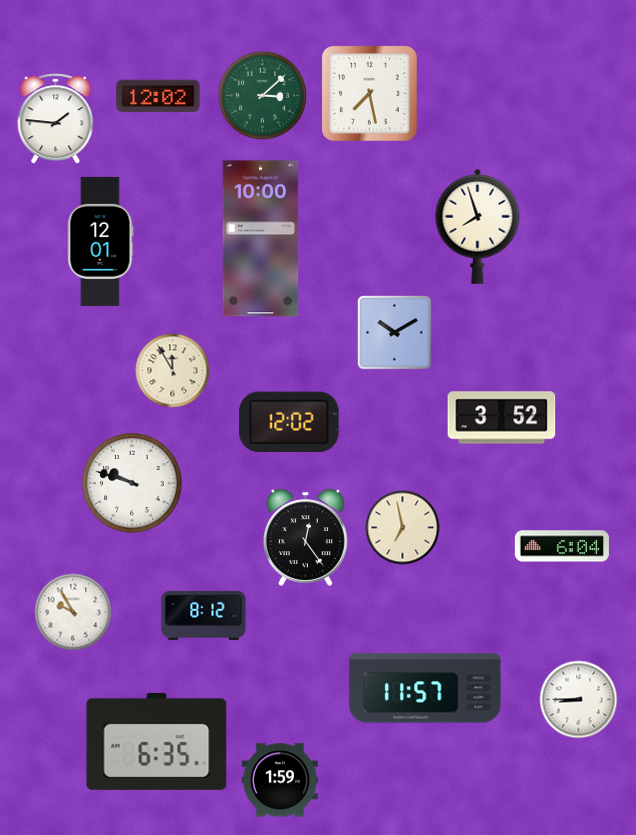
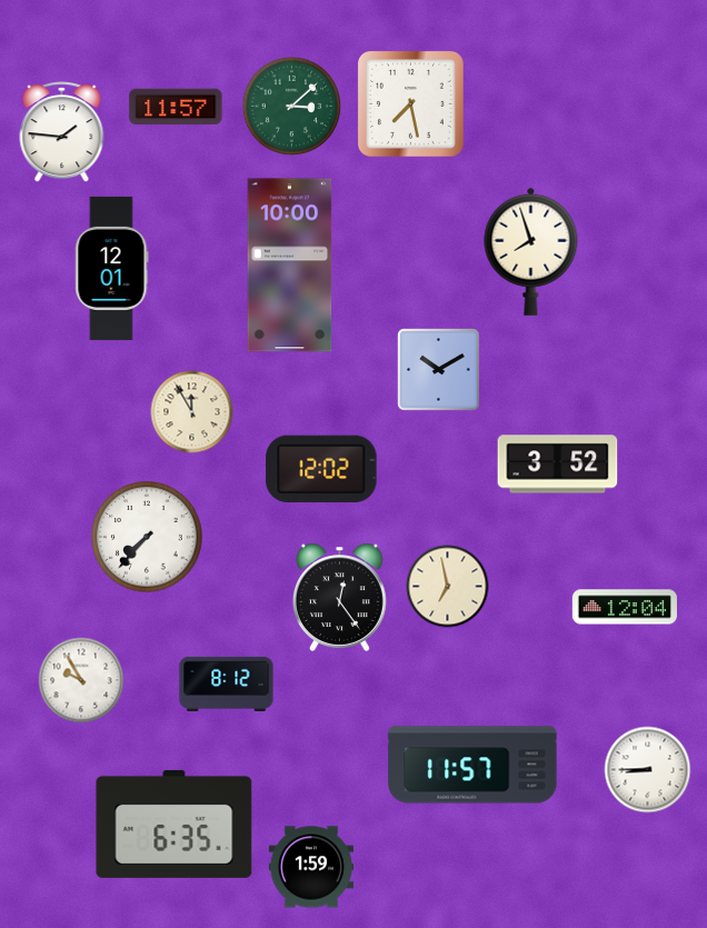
clock at (158, 96): 12:02 -> 11:57
clock at (132, 483): 9:48 -> 7:37
clock at (562, 546): 6:04 -> 12:04
clock at (579, 700) position: (579, 700) -> (648, 770)
